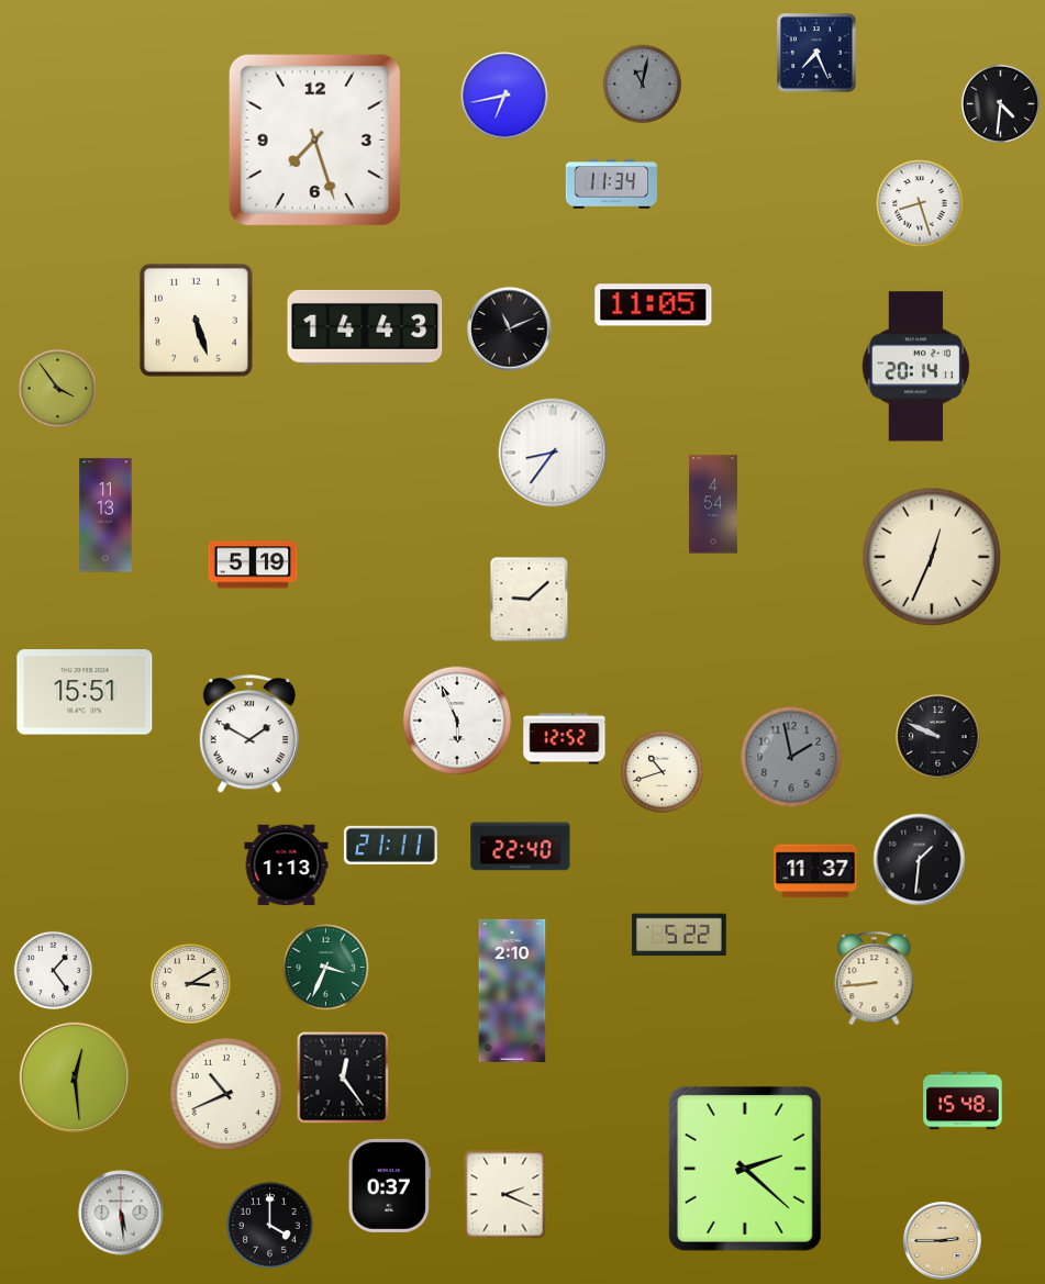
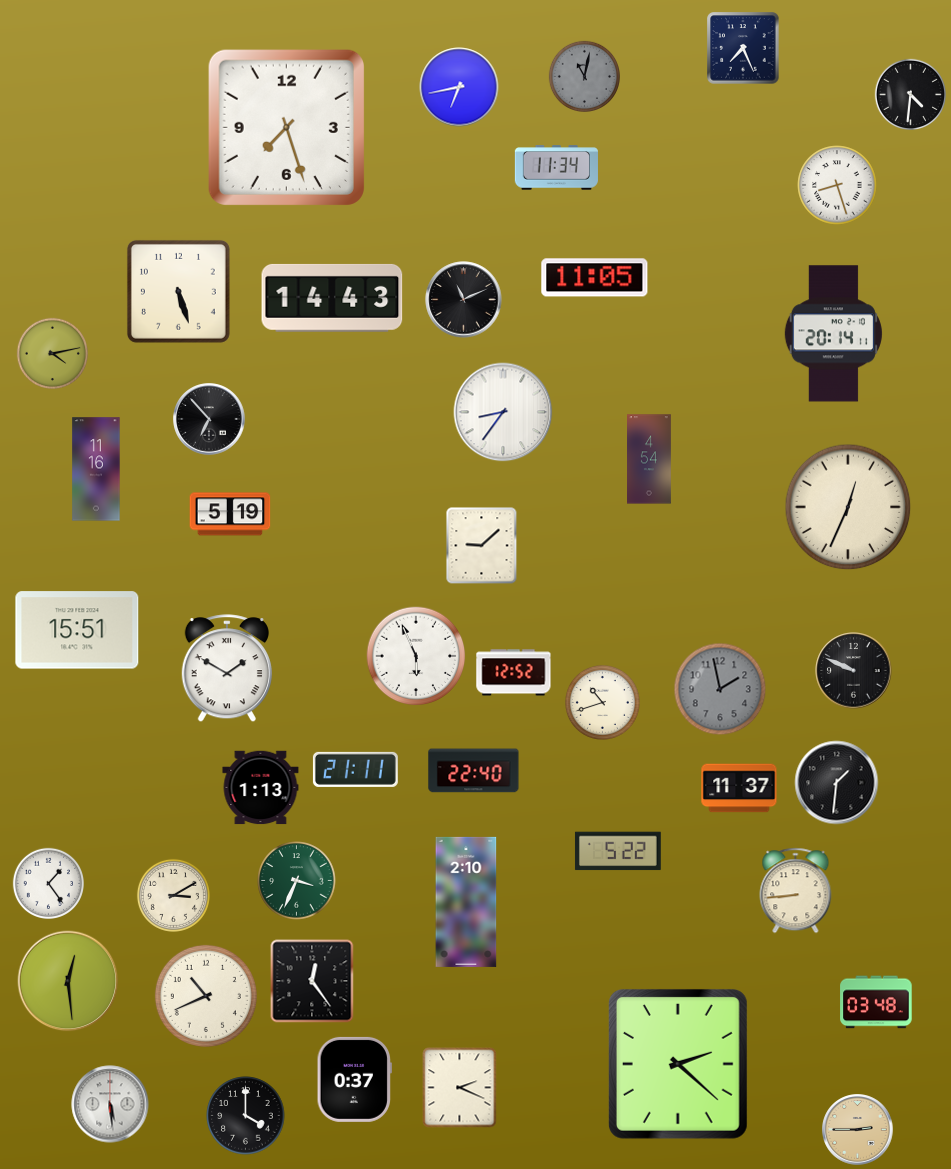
clock at (57, 388): 3:54 -> 4:13
clock at (209, 419): none -> 6:53
clock at (105, 515): 11:13 -> 11:16
clock at (815, 871) position: (815, 871) -> (739, 788)
clock at (963, 1101): 15:48 -> 03:48
